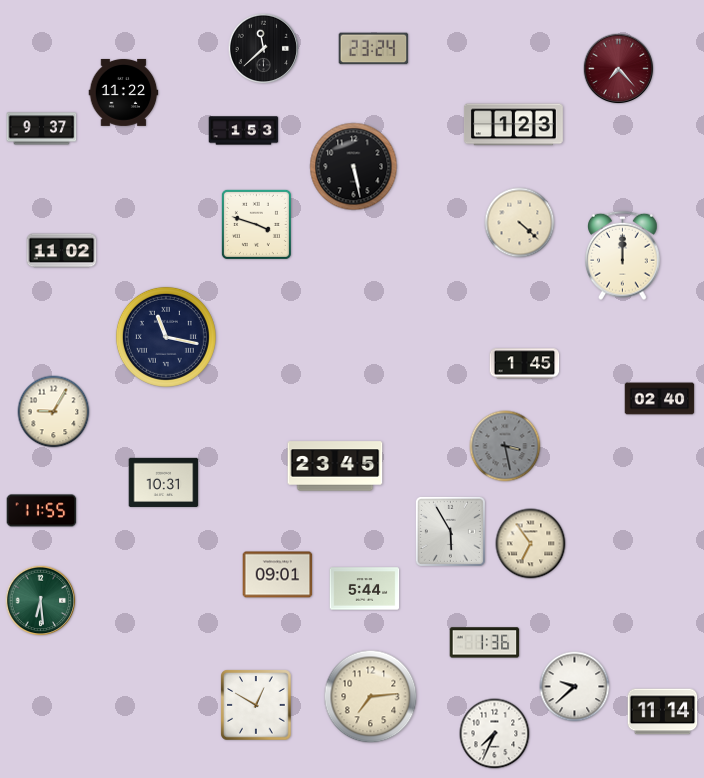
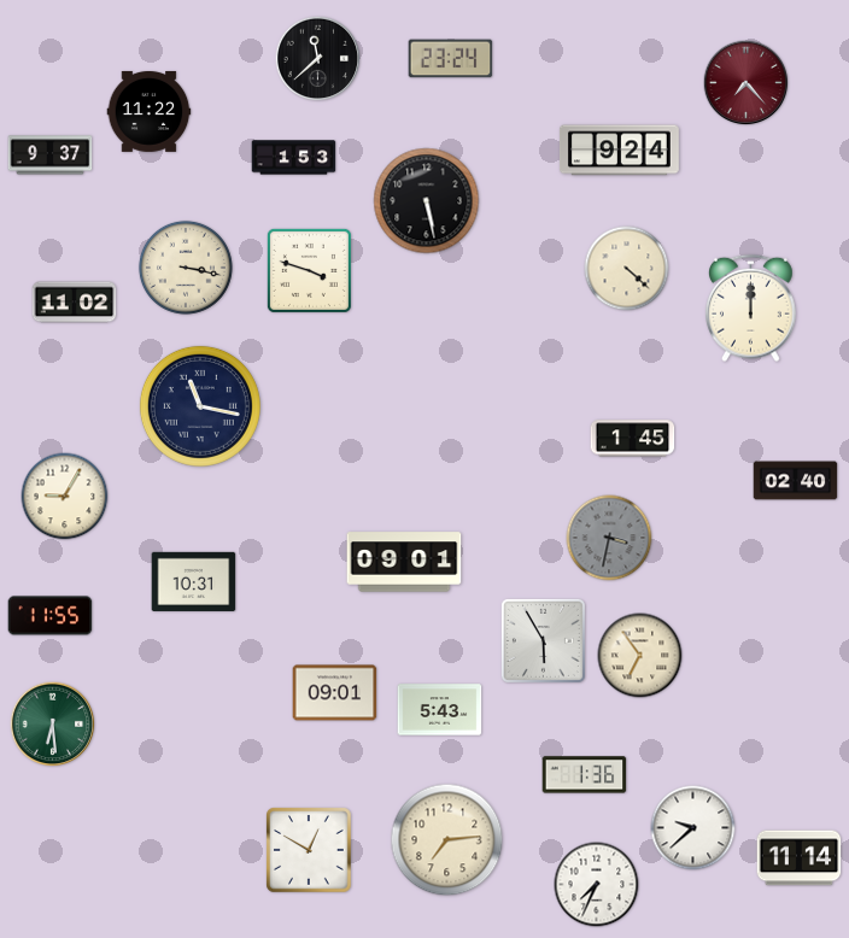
clock at (513, 125): 1:23 -> 9:24
clock at (186, 268): none -> 3:17
clock at (505, 446): 3:28 -> 3:32
clock at (335, 466): 23:45 -> 09:01
clock at (164, 482) position: (164, 482) -> (194, 581)
clock at (365, 589): 5:44 -> 5:43
clock at (41, 601) position: (41, 601) -> (53, 725)
